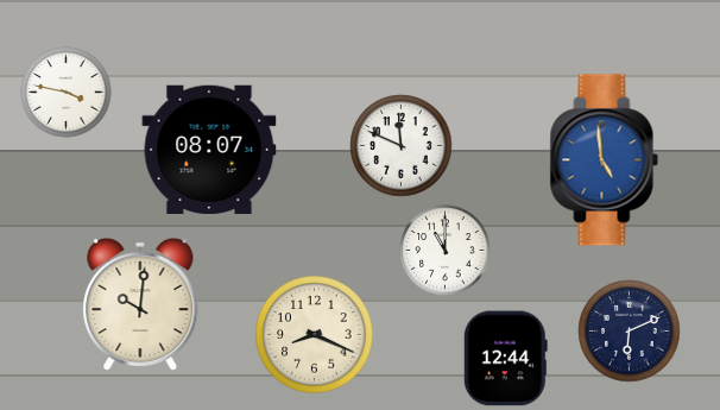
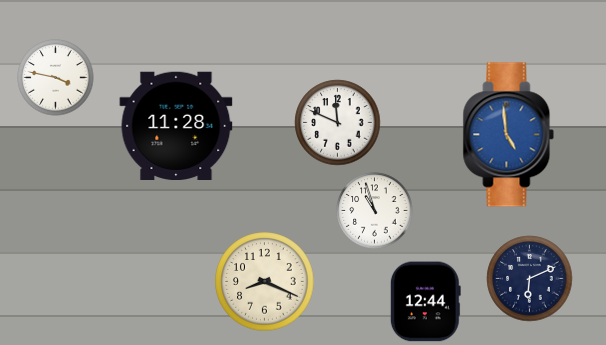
clock at (209, 149): 08:07 -> 11:28
clock at (446, 251): 11:00 -> 10:57
clock at (140, 304): 10:01 -> none
